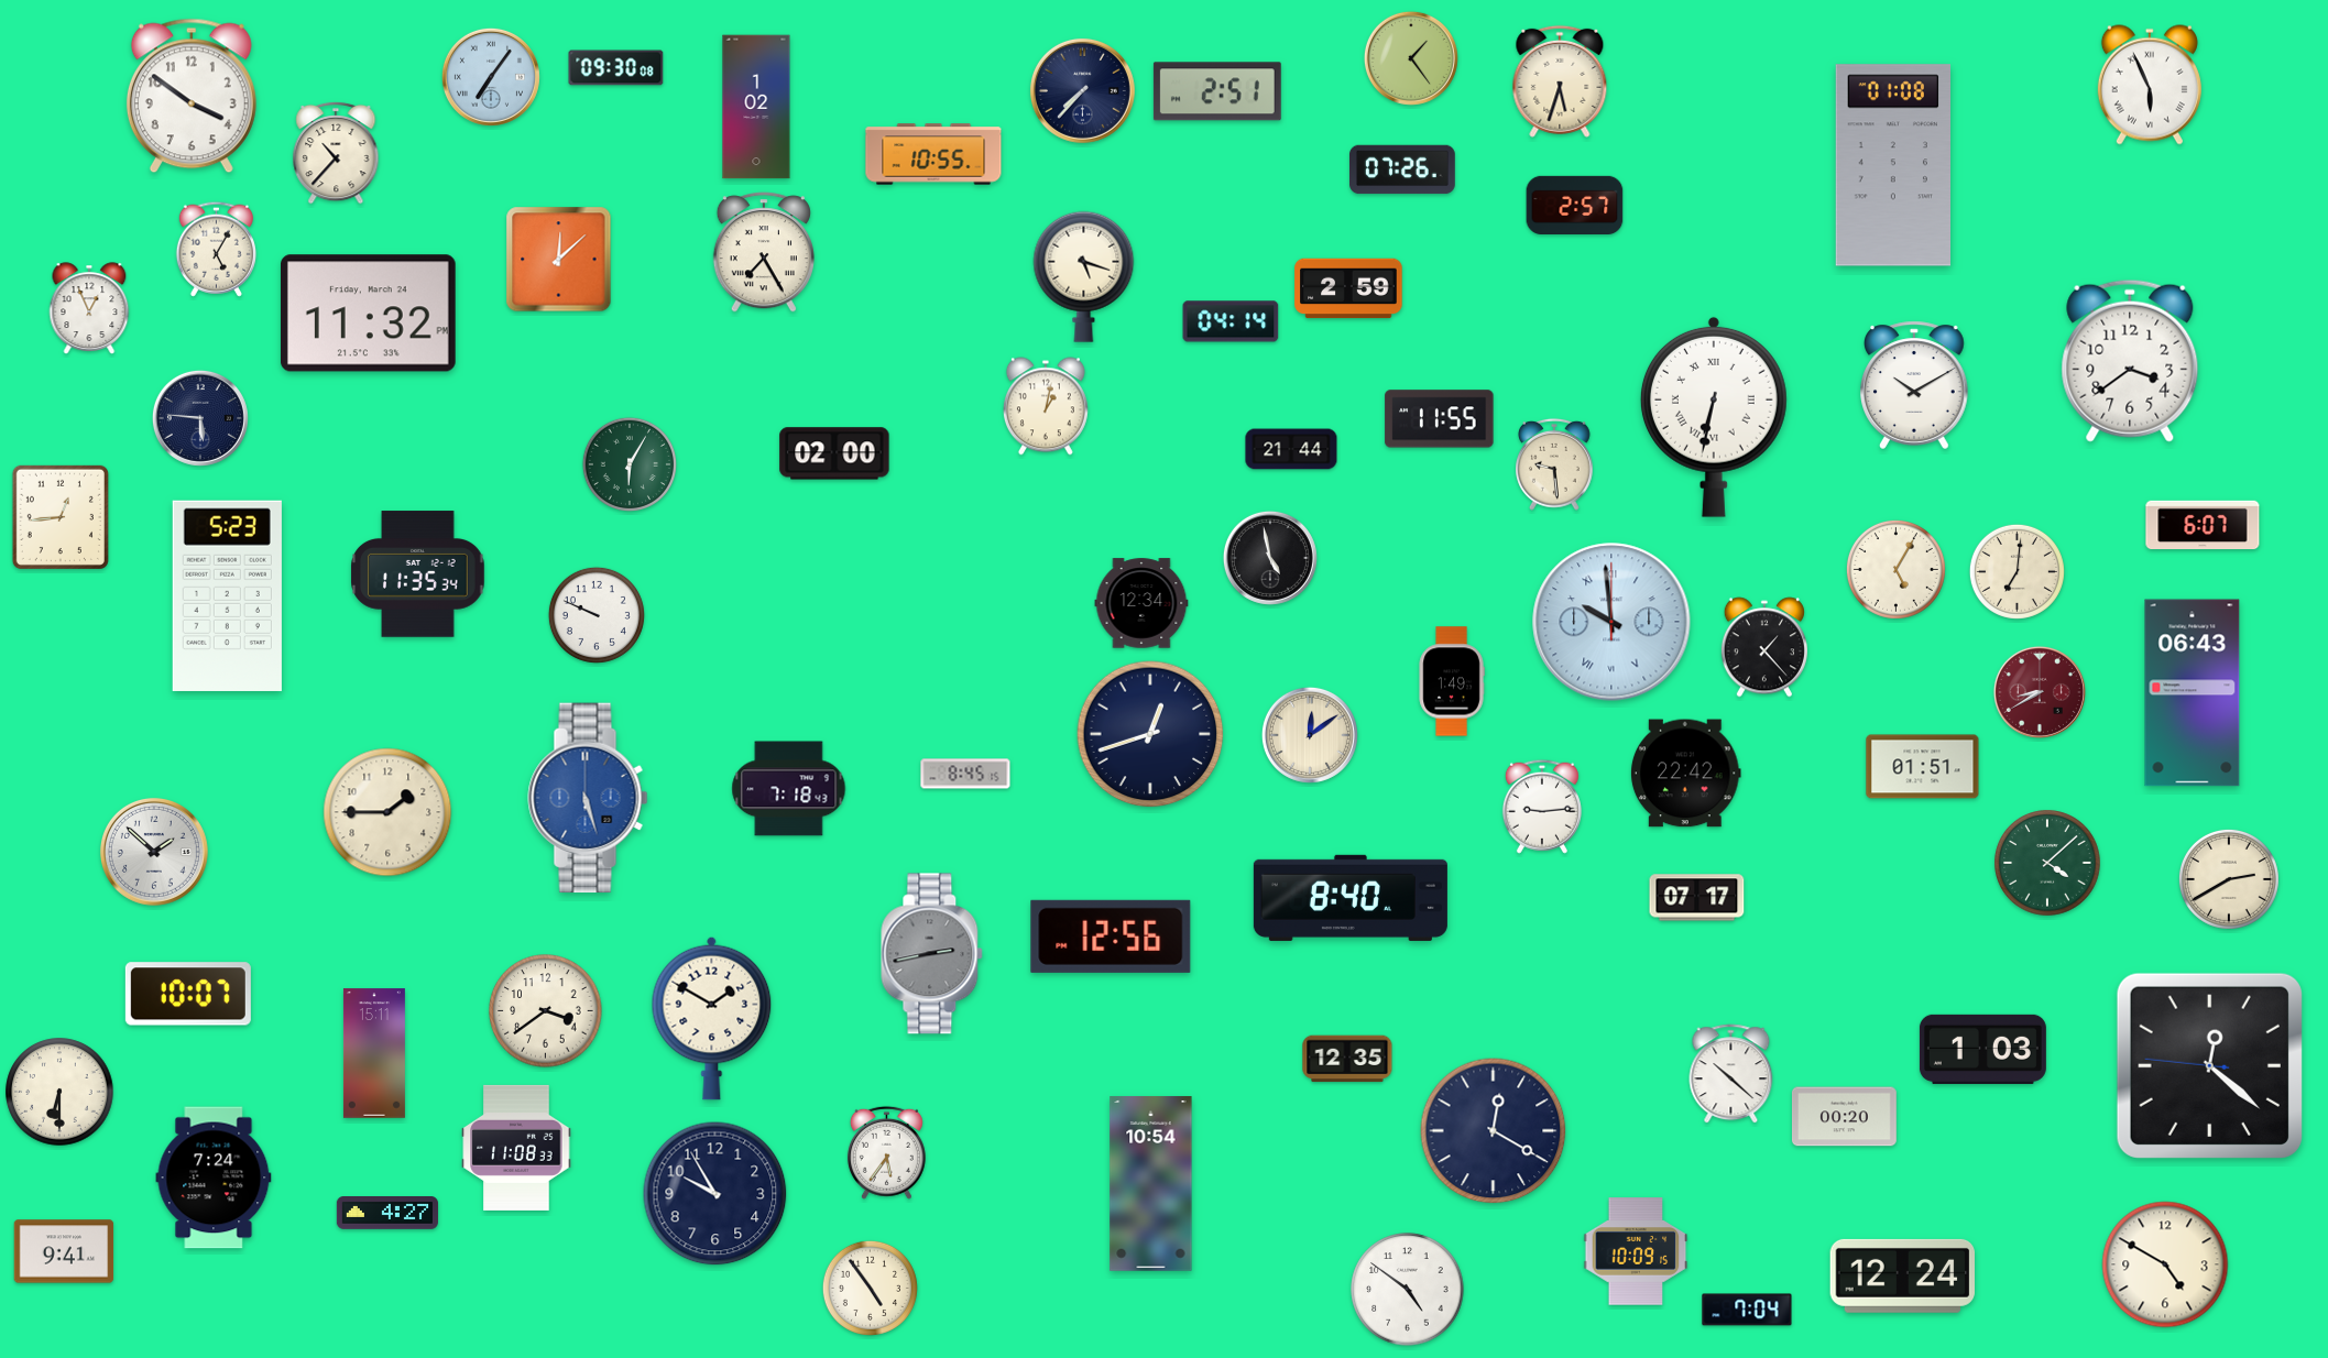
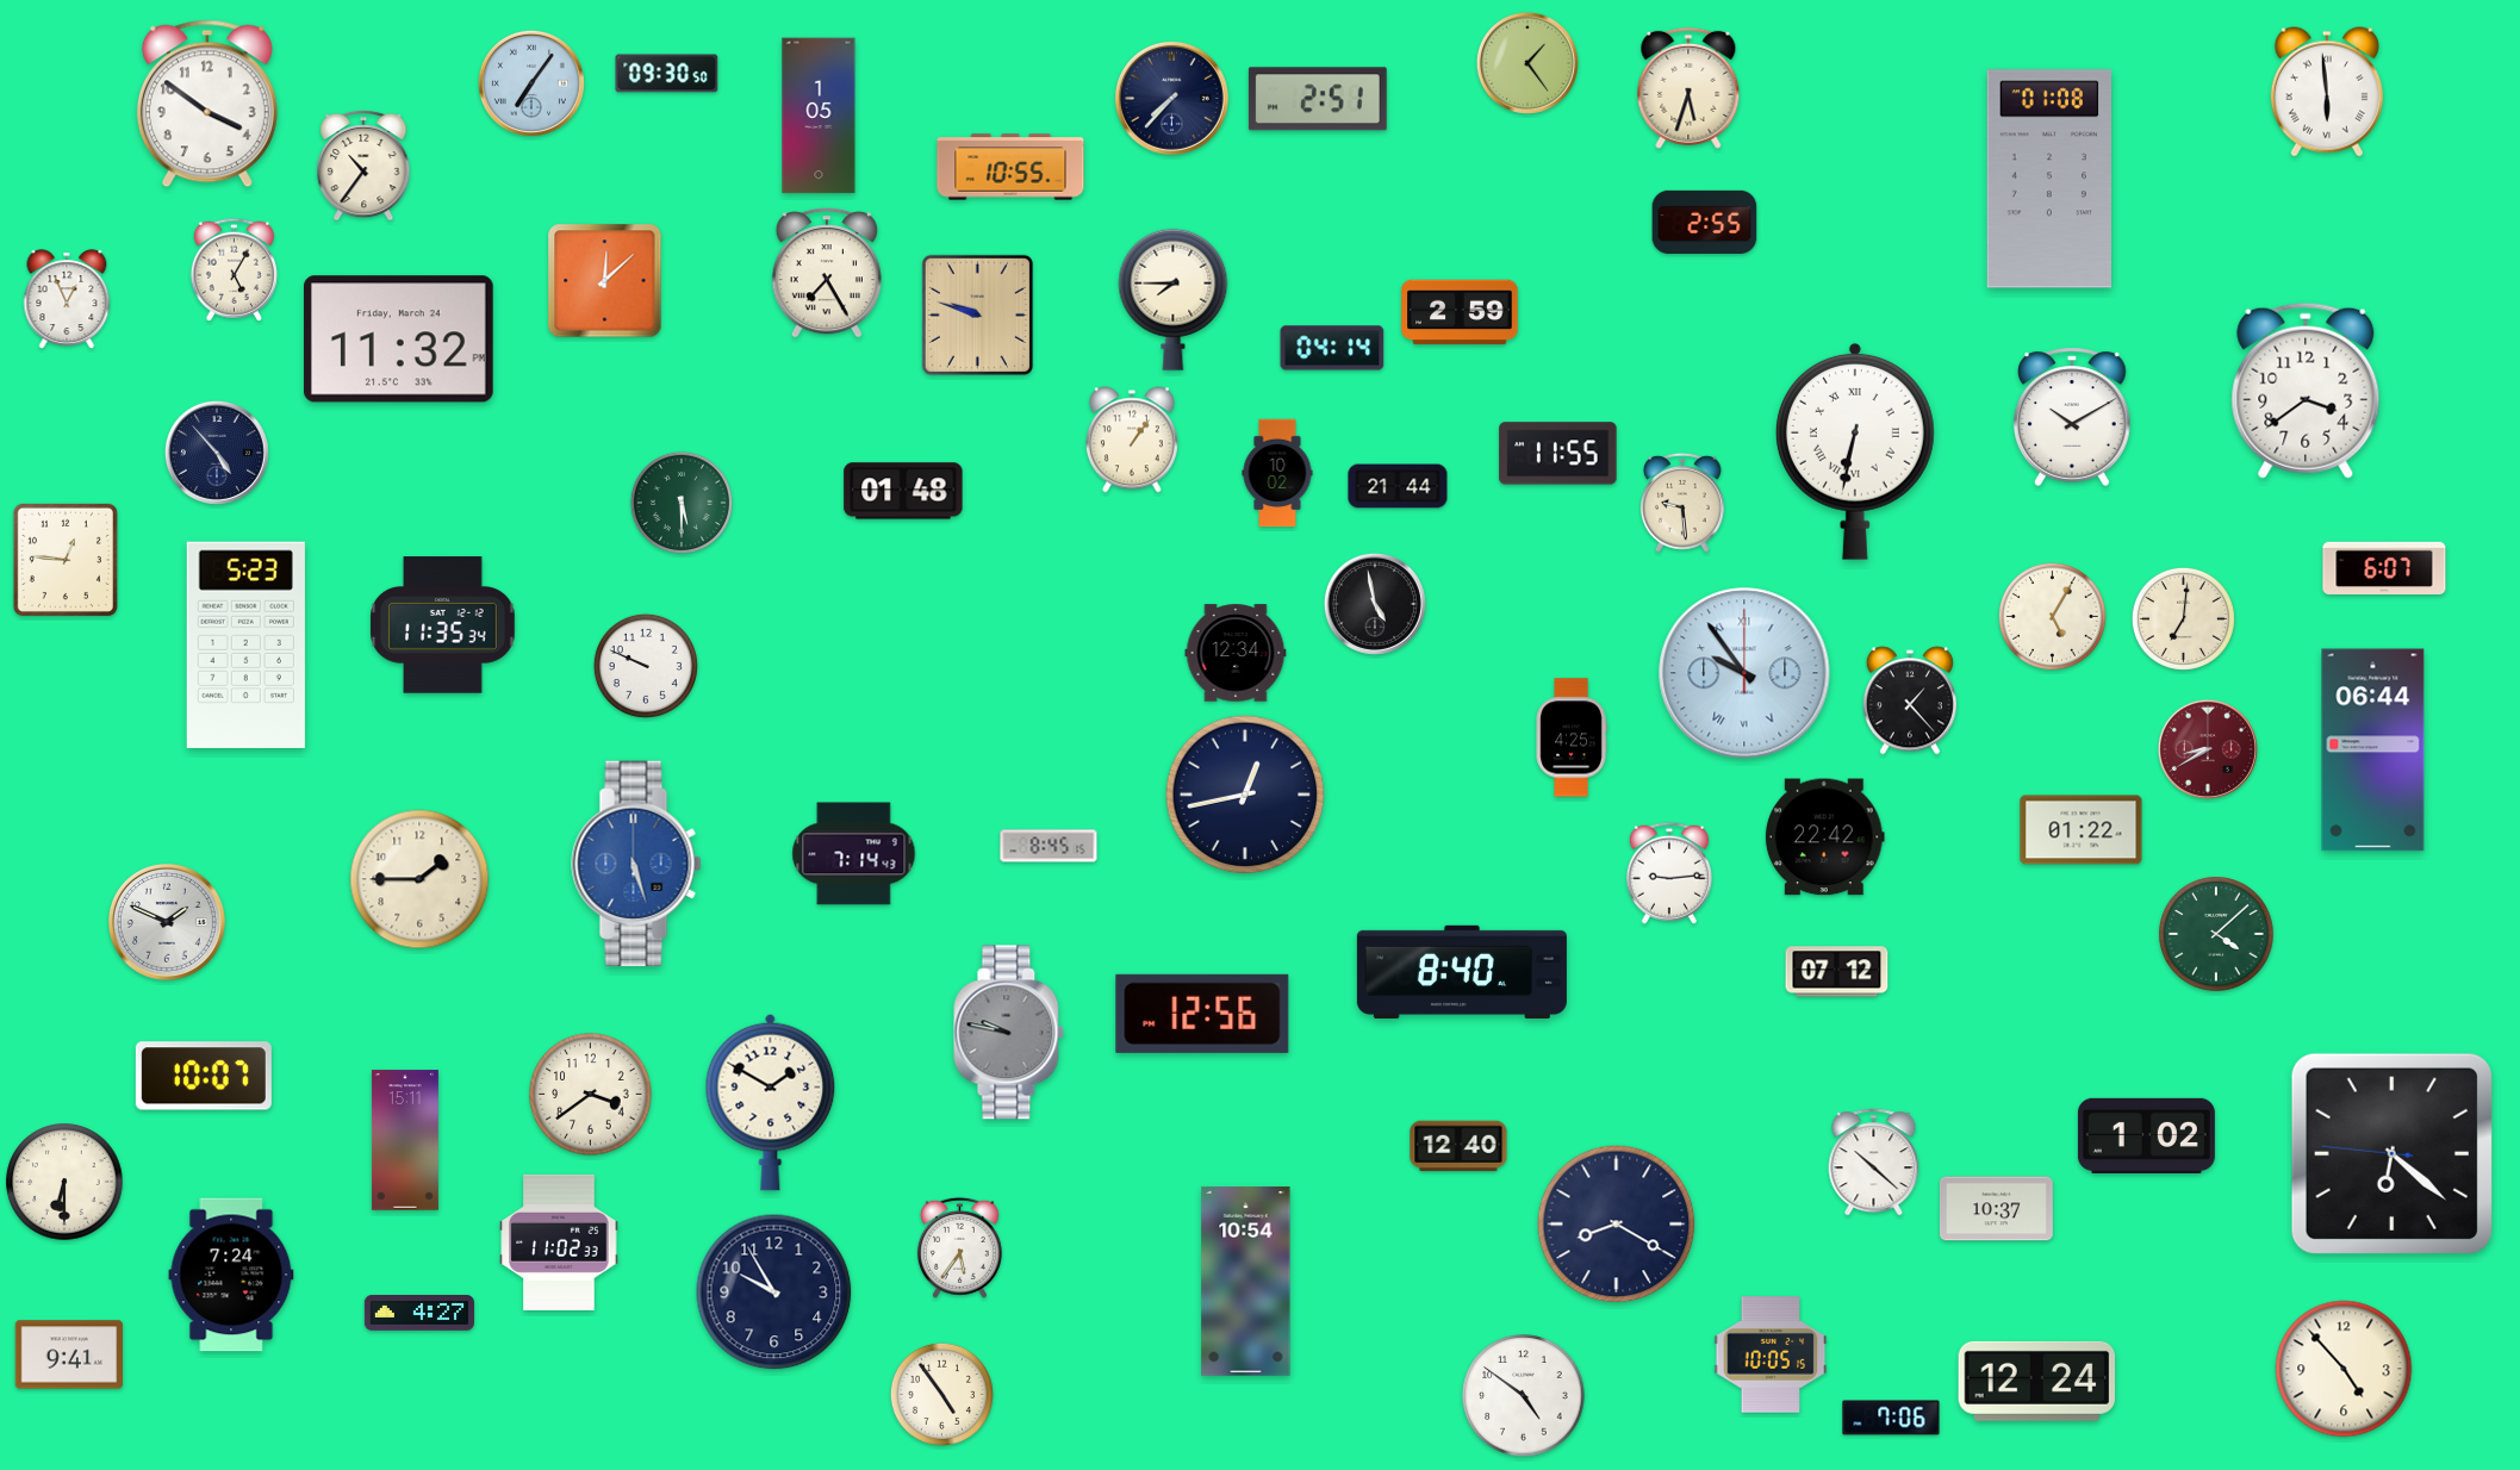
clock at (616, 68): 09:30:08 -> 09:30:50
clock at (2150, 85): 5:56 -> 5:59
clock at (756, 107): 1:02 -> 1:05
clock at (336, 153): 10:37 -> 10:36
clock at (1403, 169): 07:26 -> none
clock at (1575, 205): 2:57 -> 2:55
clock at (1084, 276): 5:18 -> 7:45
clock at (977, 314): none -> 9:48
clock at (89, 308) position: (89, 308) -> (67, 299)
clock at (1046, 406): 1:02 -> 1:06
clock at (200, 418): 5:46 -> 4:53
clock at (1277, 473): none -> 10:02
clock at (834, 453): 02:00 -> 01:48
clock at (630, 464): 6:05 -> 5:30
clock at (61, 517): 12:44 -> 12:46
clock at (418, 574) position: (418, 574) -> (443, 625)
clock at (1611, 622): 9:59 -> 9:54
clock at (1452, 681): 1:49 -> 4:25
clock at (2193, 693): 06:43 -> 06:44
clock at (1150, 734): 12:42 -> 12:43
clock at (1310, 735): 12:09 -> none
clock at (1923, 767): 01:51 -> 01:22
clock at (965, 774) position: (965, 774) -> (1049, 846)
clock at (789, 789): 7:18 -> 7:14
clock at (154, 852): 1:52 -> 1:49
clock at (2229, 879): 2:40 -> none
clock at (1697, 898): 07:17 -> 07:12
clock at (932, 954): 2:43 -> 9:47
clock at (1982, 1049): 1:03 -> 1:02
clock at (1347, 1059): 12:35 -> 12:40
clock at (2209, 1065): 12:21 -> 6:21
clock at (1844, 1117): 00:20 -> 10:37
clock at (1494, 1131): 12:20 -> 8:20
clock at (516, 1148): 11:08 -> 11:02
clock at (1636, 1251): 10:09 -> 10:05
clock at (2165, 1264): 4:50 -> 4:53
clock at (1902, 1275) position: (1902, 1275) -> (2036, 1381)
clock at (1747, 1310): 7:04 -> 7:06
